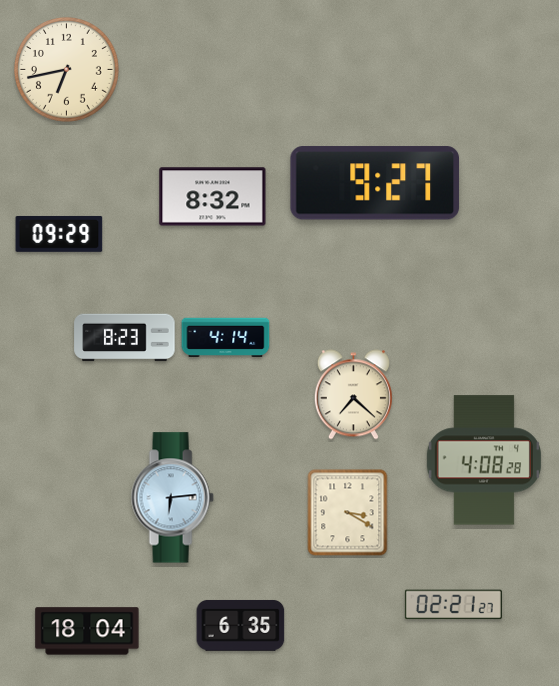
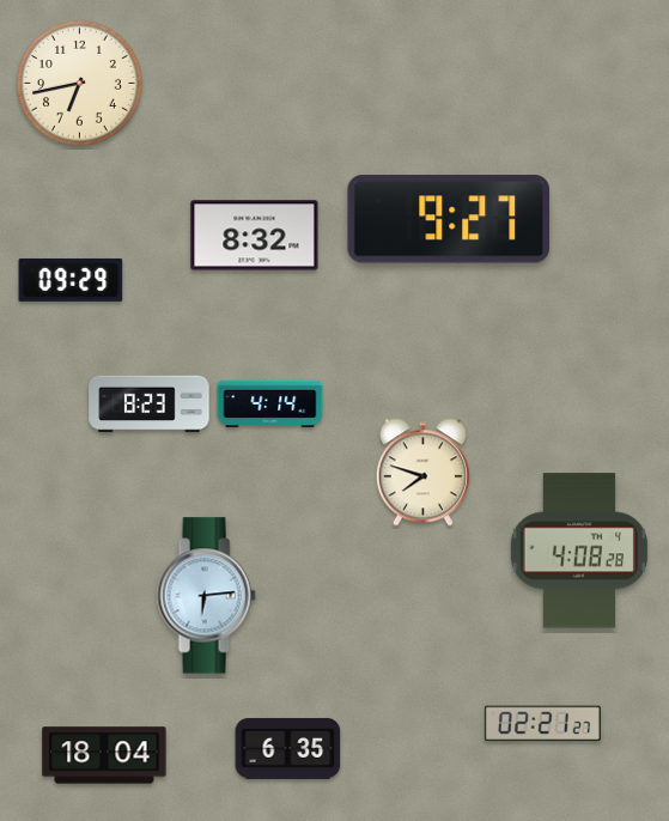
clock at (353, 395): 7:22 -> 7:48
clock at (348, 513): 3:20 -> none
